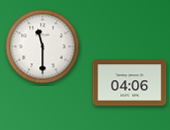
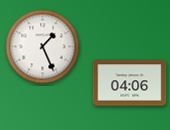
clock at (43, 47): 11:30 -> 1:26
